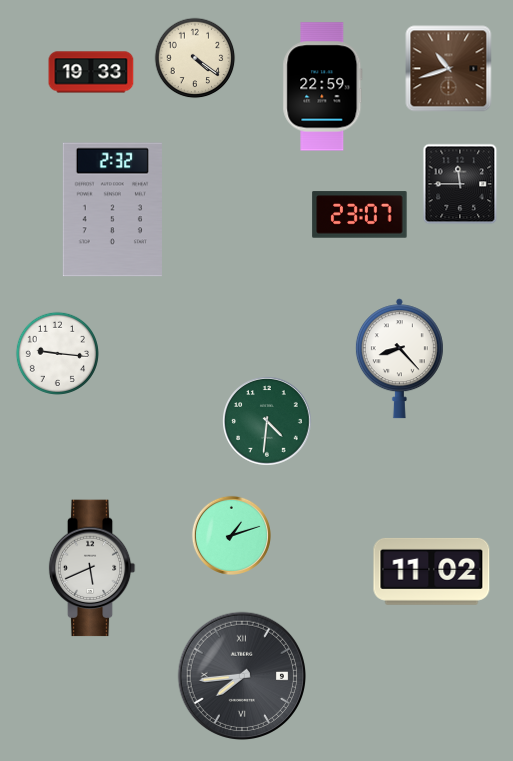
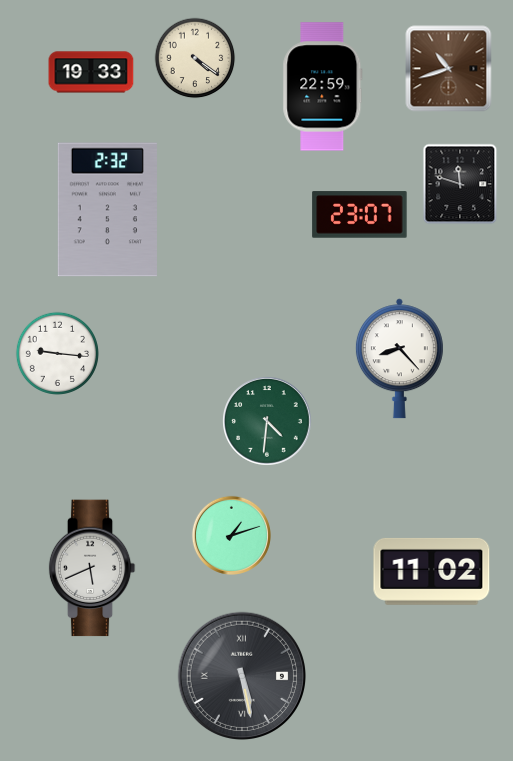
clock at (460, 184): 11:45 -> 11:48
clock at (112, 210) position: (112, 210) -> (107, 210)
clock at (241, 675): 7:44 -> 5:28
